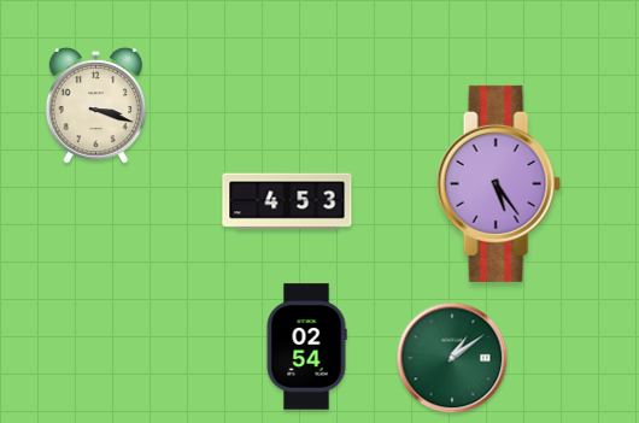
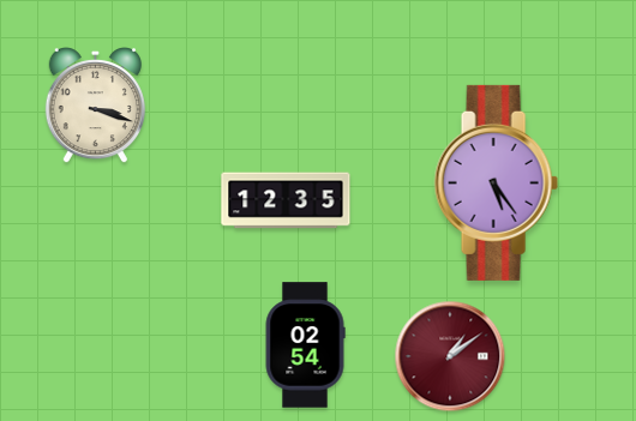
clock at (287, 201): 4:53 -> 12:35
clock at (452, 358) dial: green -> burgundy
